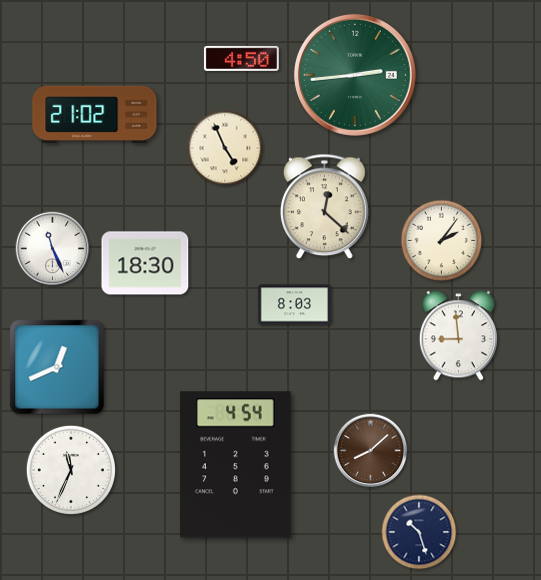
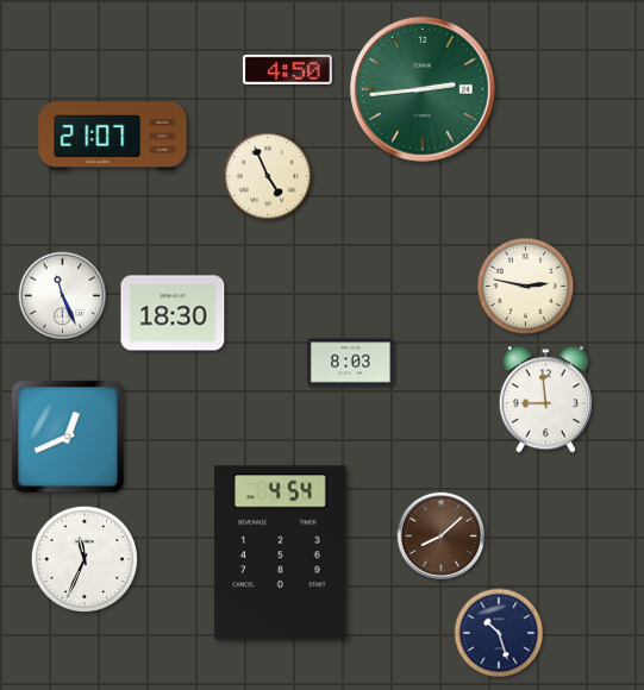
clock at (95, 114): 21:02 -> 21:07
clock at (325, 207): 12:22 -> none
clock at (442, 241): 2:06 -> 2:47
